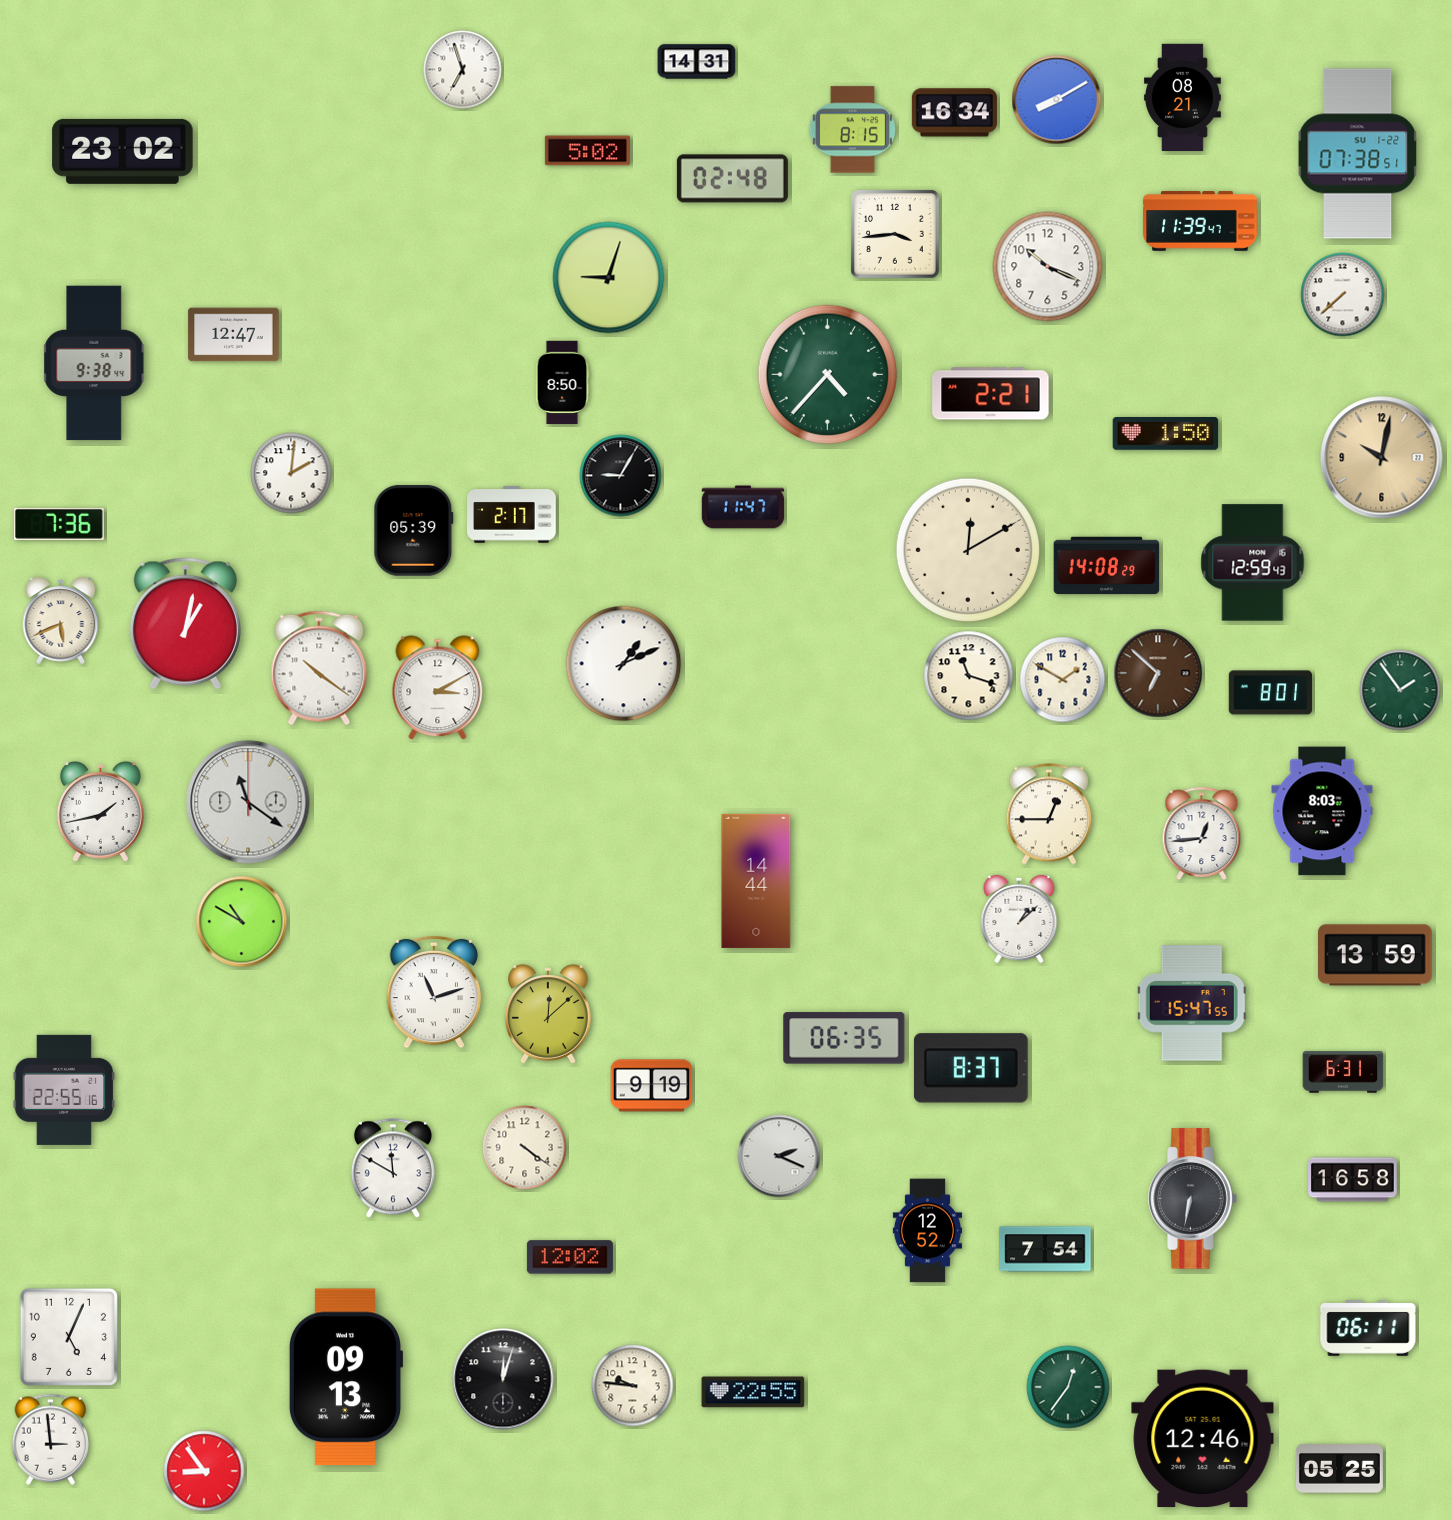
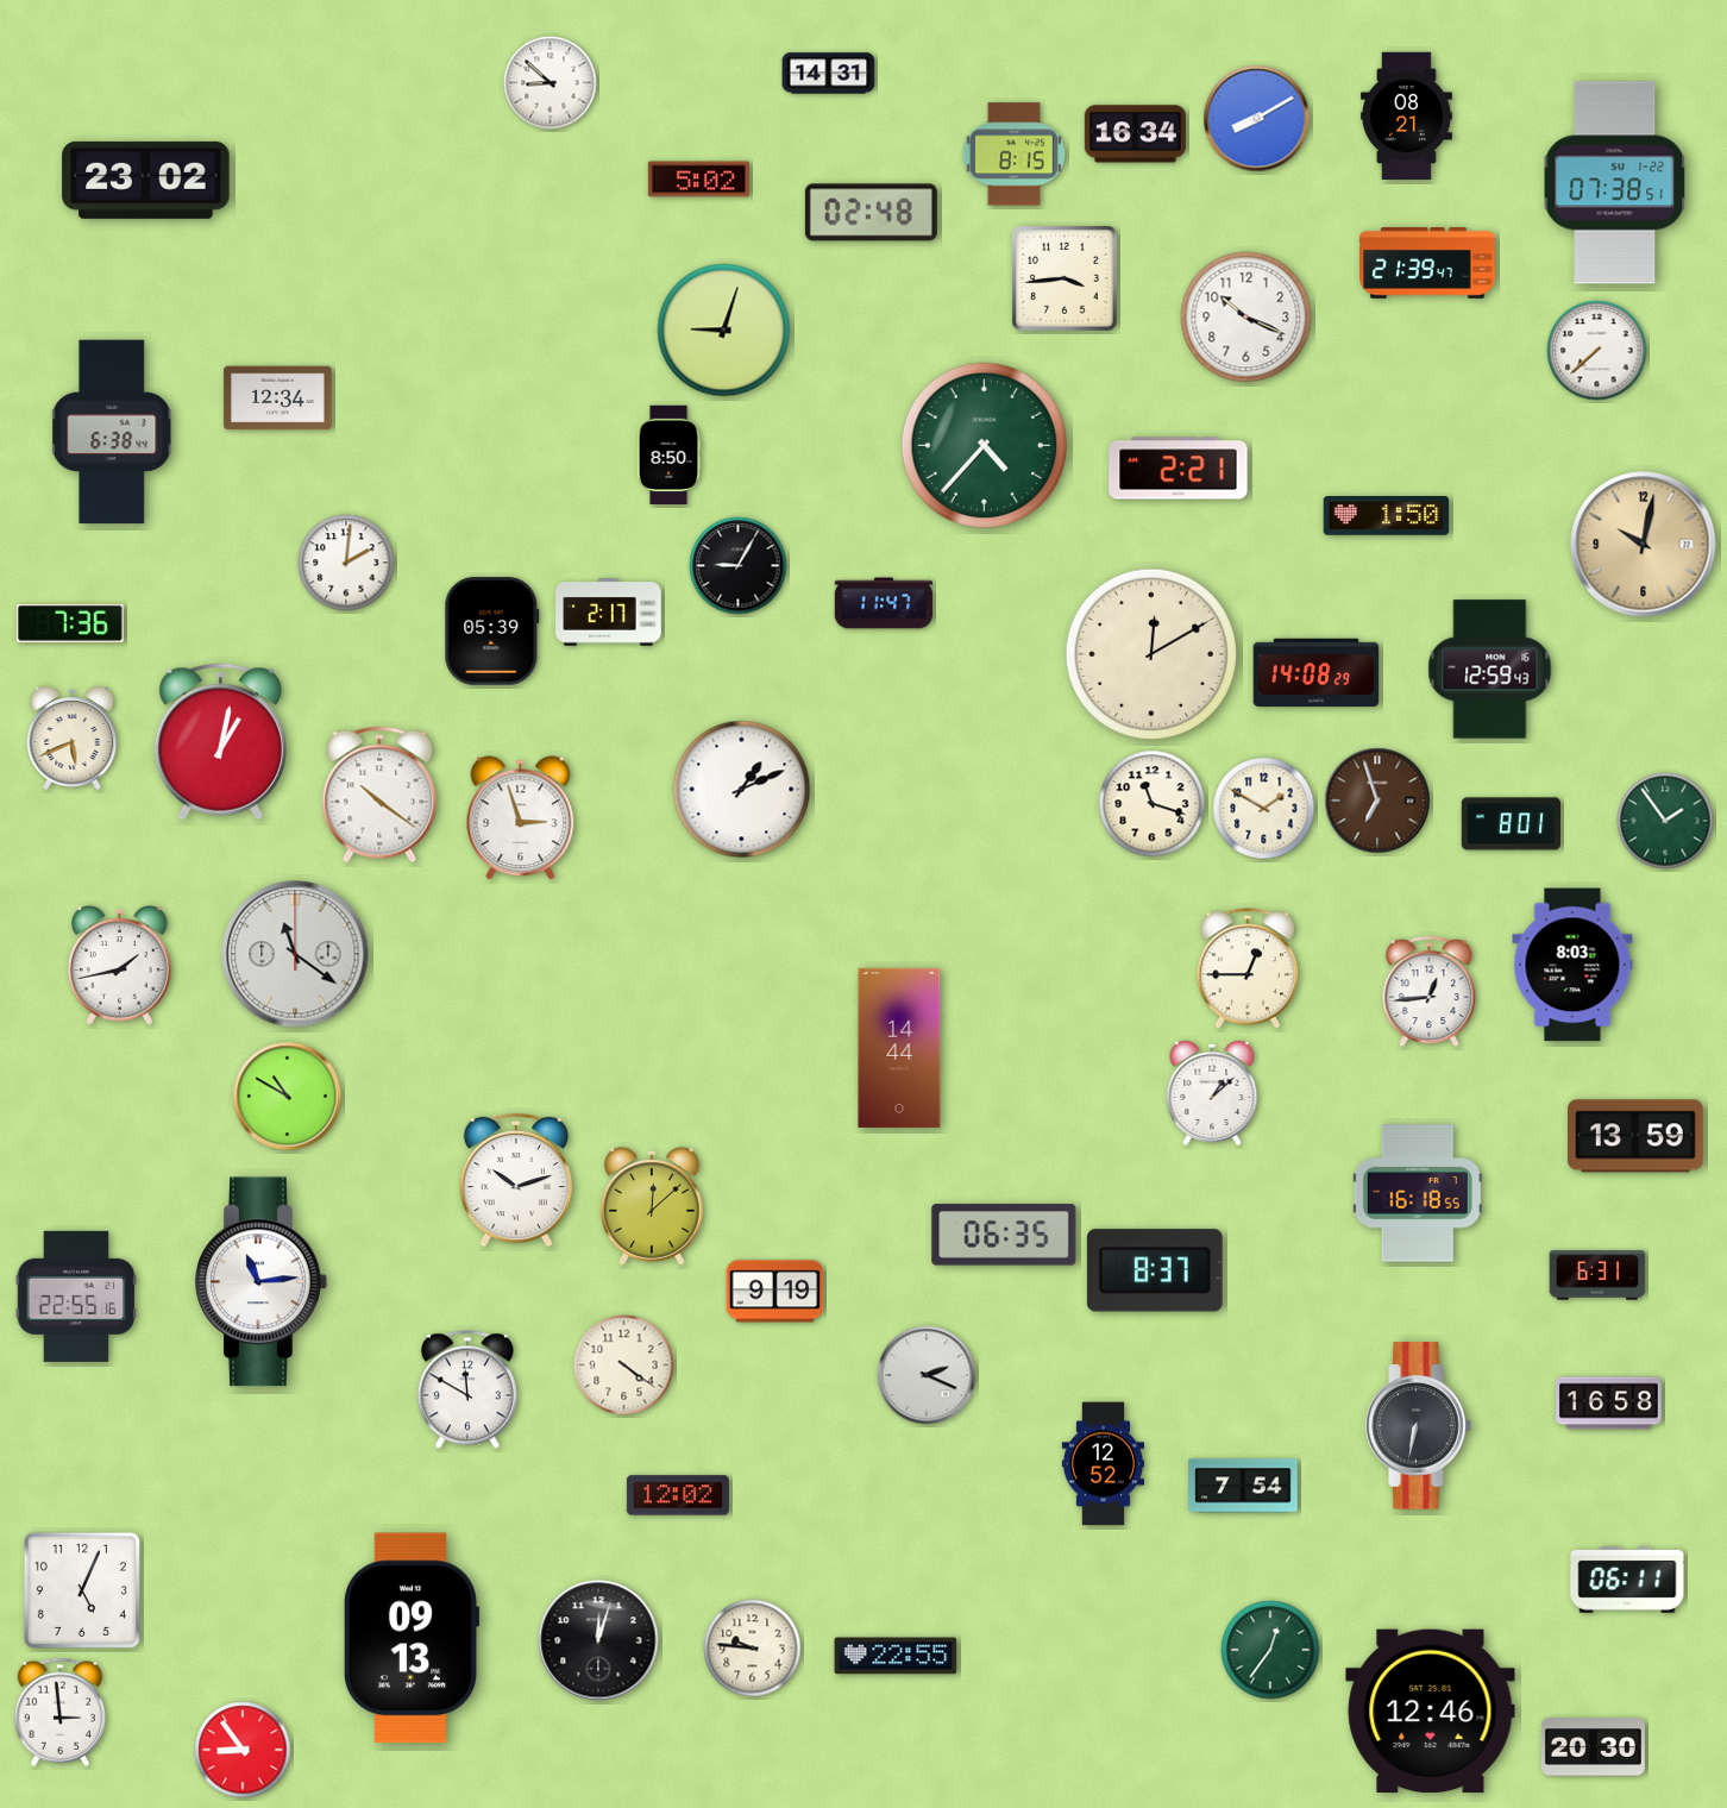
clock at (463, 70): 6:57 -> 8:52
clock at (1200, 221): 11:39 -> 21:39
clock at (234, 335): 12:47 -> 12:34
clock at (95, 363): 9:38 -> 6:38
clock at (1158, 673): 6:52 -> 6:57
clock at (438, 688): 3:10 -> 2:57
clock at (434, 992): 11:12 -> 10:12
clock at (1192, 1003): 15:47 -> 16:18
clock at (262, 1282): none -> 11:14
clock at (1339, 1469): 05:25 -> 20:30
